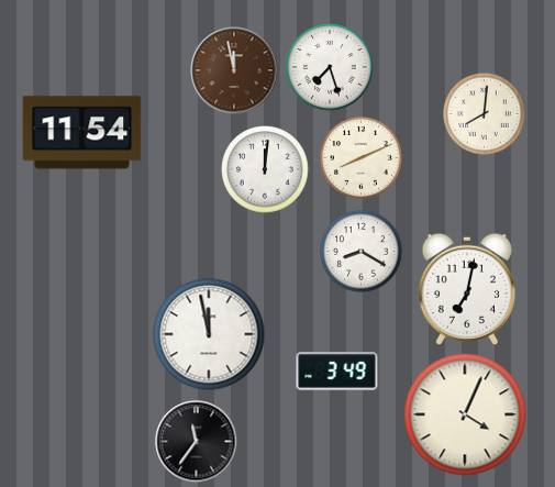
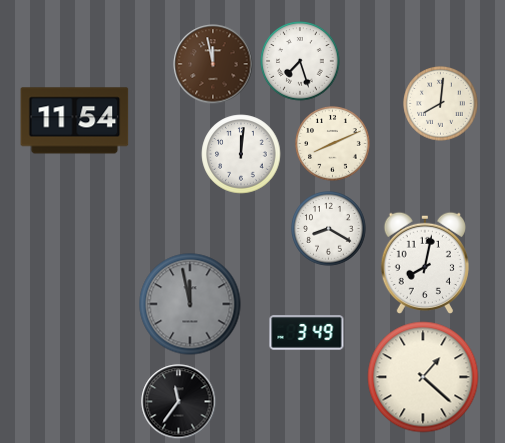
clock at (362, 158) position: (362, 158) -> (333, 144)
clock at (467, 288): 7:02 -> 8:02
clock at (209, 334) dial: white -> grey
clock at (337, 372) position: (337, 372) -> (307, 333)
clock at (465, 414): 4:04 -> 1:22
